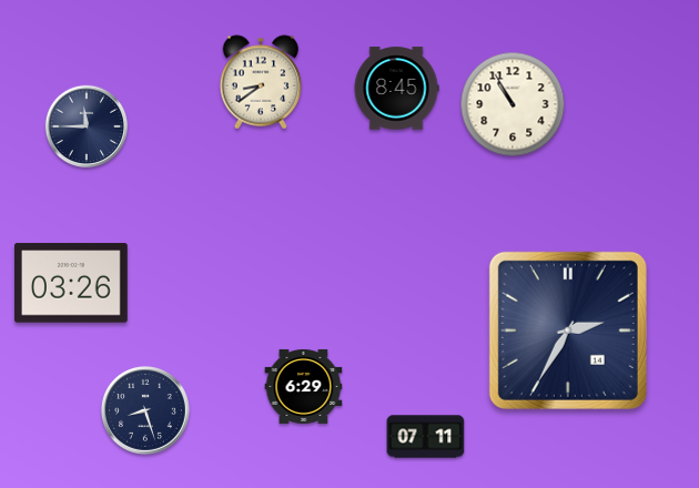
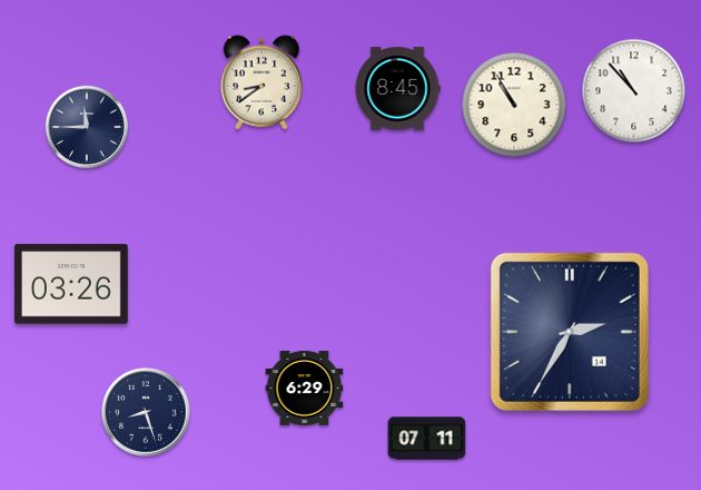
clock at (634, 91): none -> 10:53
